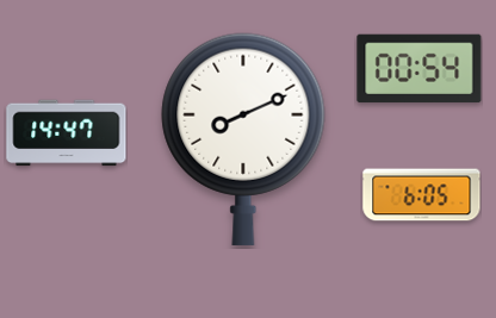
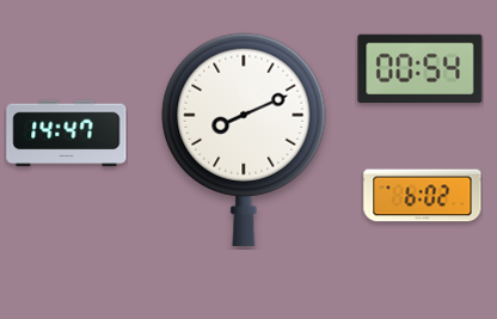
clock at (422, 195): 6:05 -> 6:02
